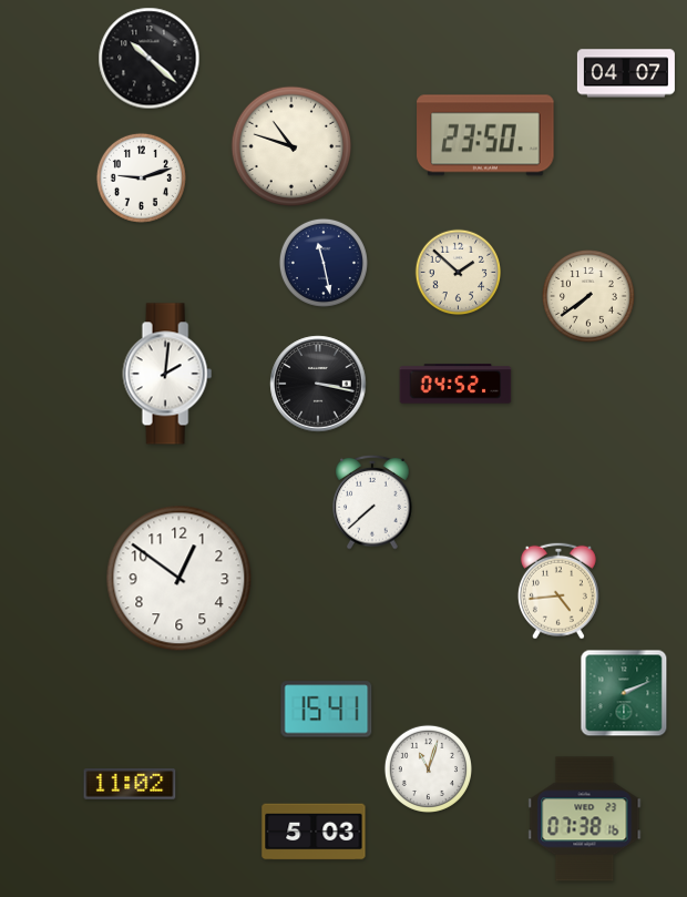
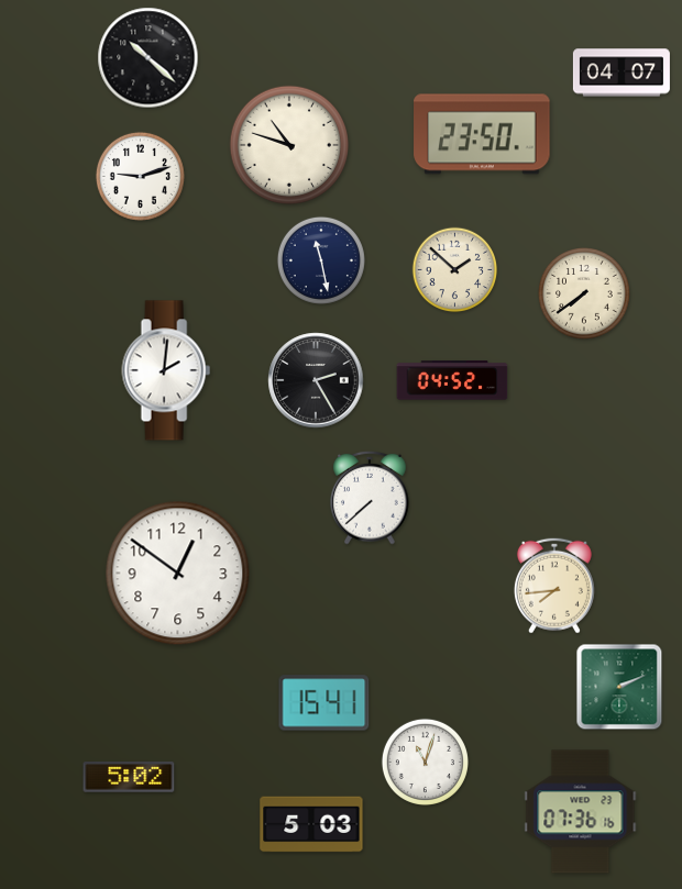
clock at (318, 384): 3:17 -> 2:25
clock at (558, 591): 4:44 -> 7:44
clock at (130, 784): 11:02 -> 5:02
clock at (585, 819): 07:38 -> 07:36
